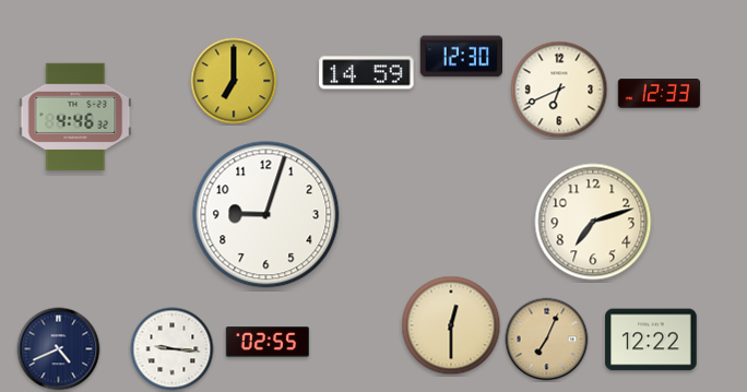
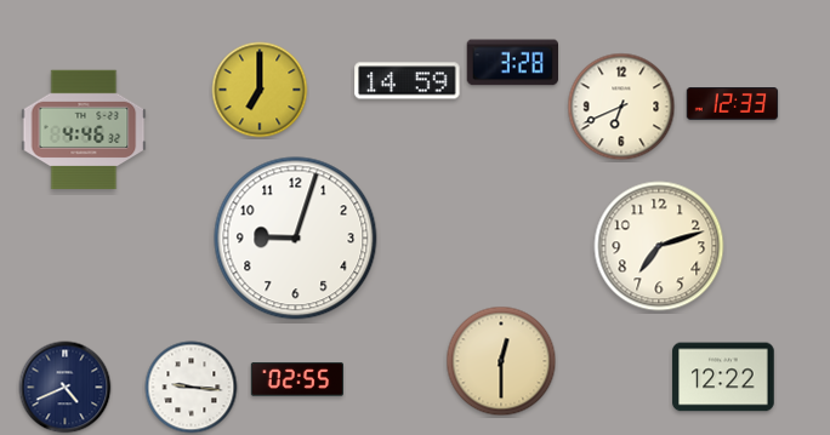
clock at (462, 57): 12:30 -> 3:28
clock at (559, 90) position: (559, 90) -> (621, 107)
clock at (547, 340): 7:04 -> none
